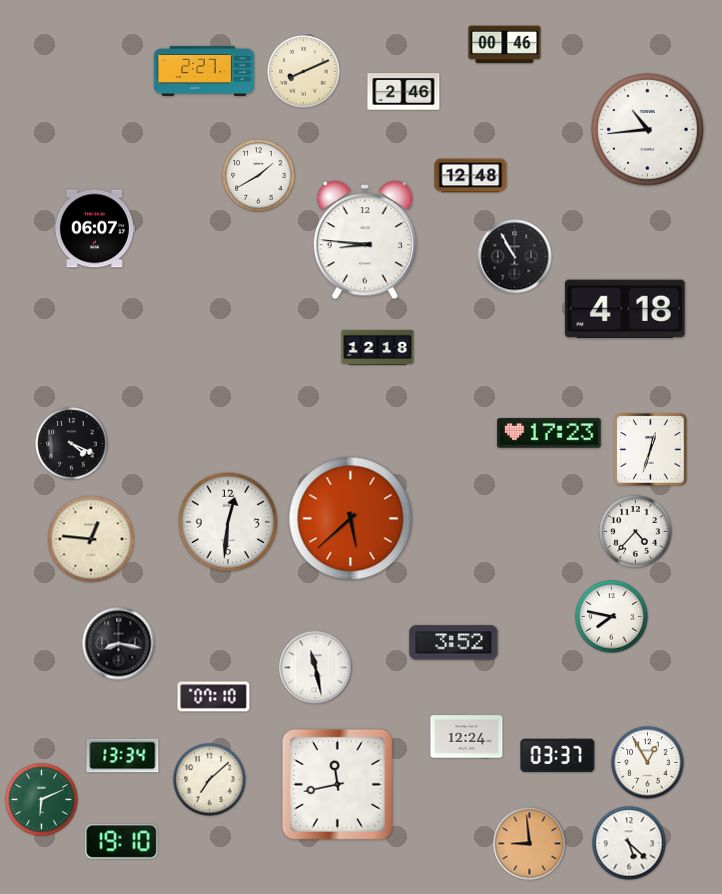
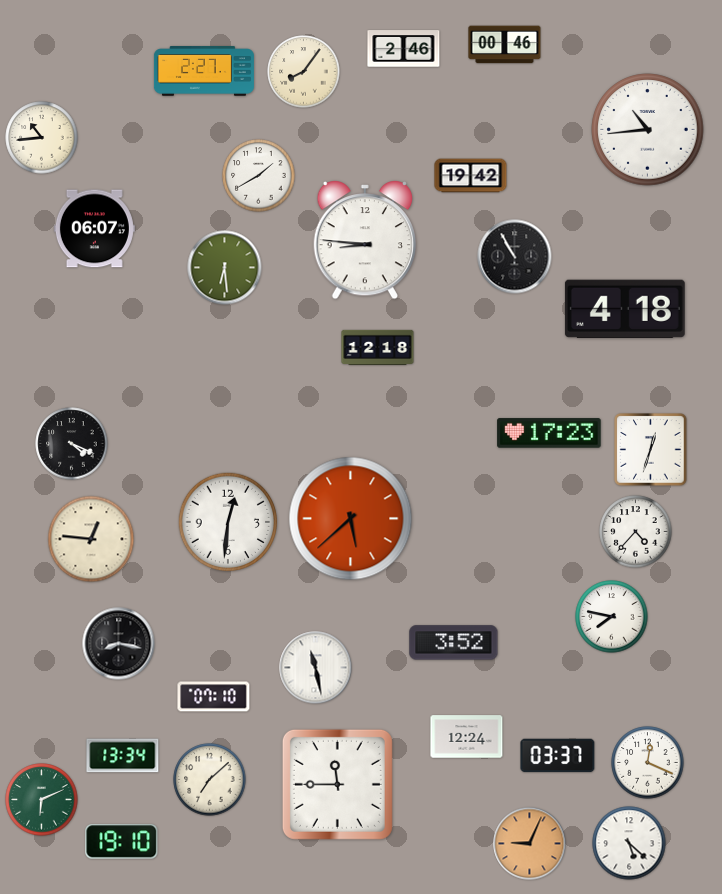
clock at (304, 72): 8:11 -> 8:06
clock at (404, 92) position: (404, 92) -> (404, 49)
clock at (42, 138): none -> 10:44
clock at (471, 176): 12:48 -> 19:42
clock at (225, 268): none -> 6:29
clock at (648, 763): 12:55 -> 12:19
clock at (337, 784): 11:43 -> 11:45
clock at (530, 844): 8:59 -> 9:04
